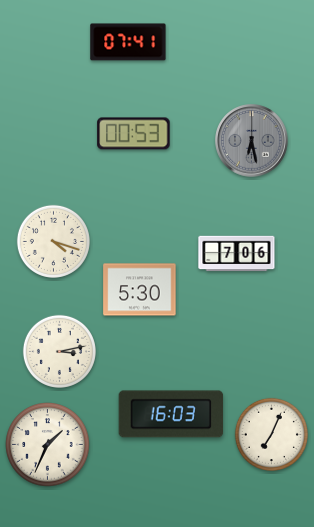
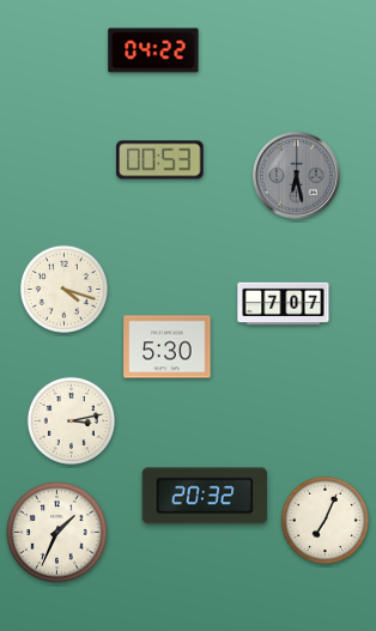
clock at (128, 42): 07:41 -> 04:22
clock at (252, 141) position: (252, 141) -> (297, 176)
clock at (237, 254): 7:06 -> 7:07
clock at (171, 414): 16:03 -> 20:32
